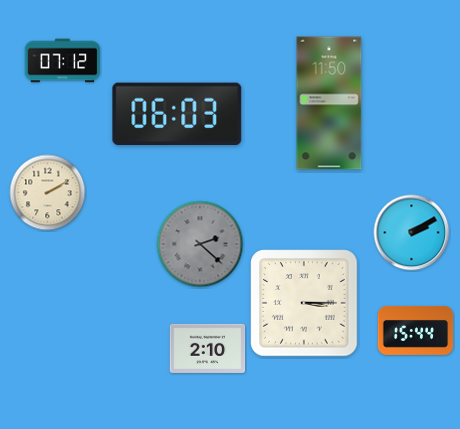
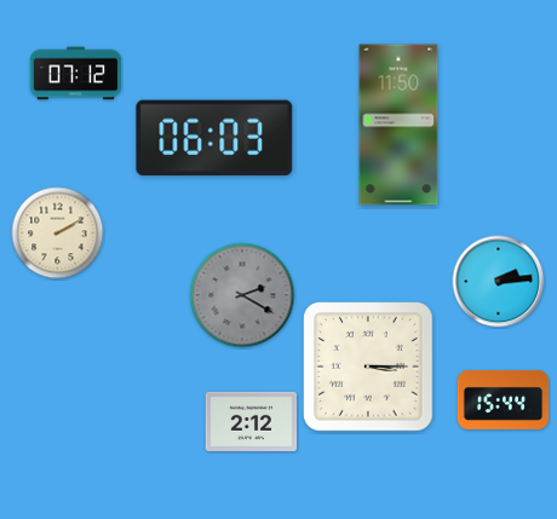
clock at (412, 233): 2:10 -> 2:14
clock at (200, 244): 2:22 -> 2:20
clock at (208, 348): 2:10 -> 2:12
